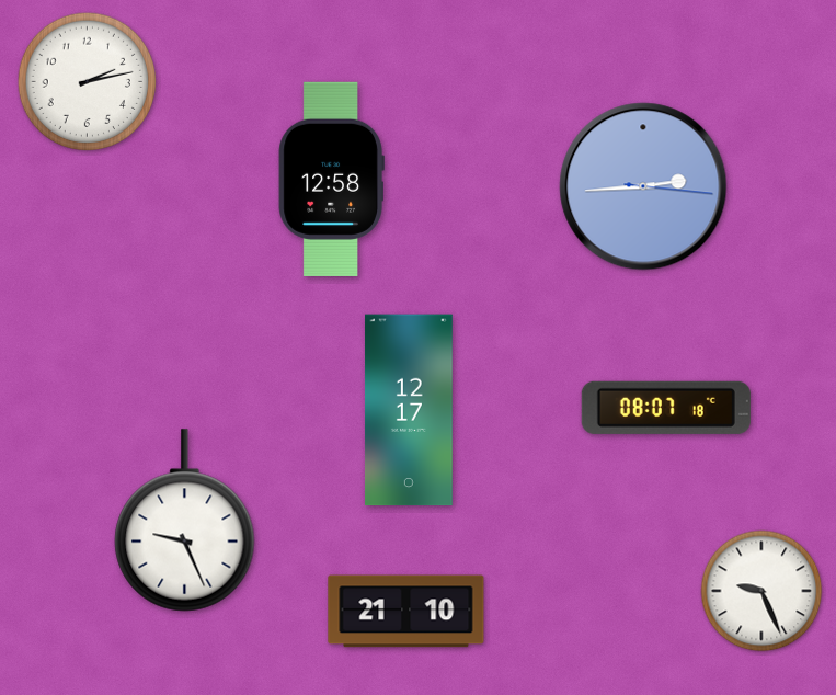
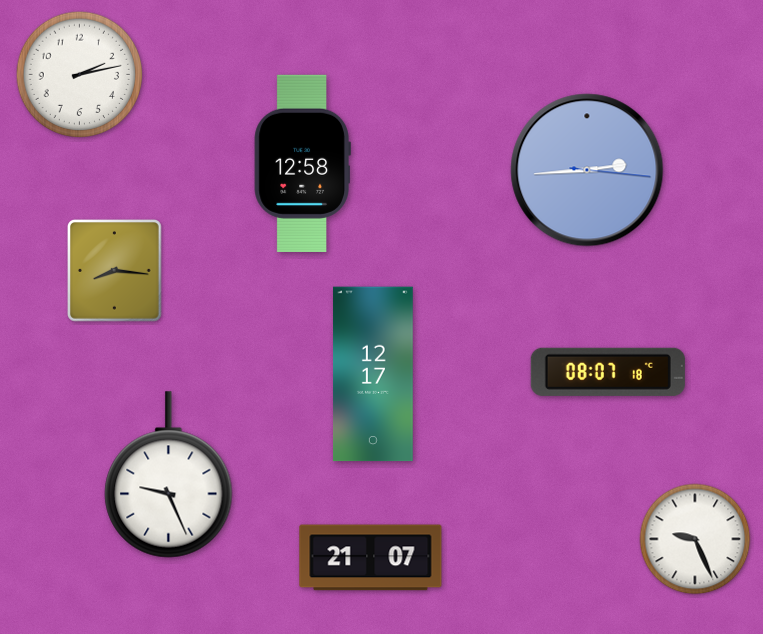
clock at (115, 271): none -> 8:16
clock at (406, 612): 21:10 -> 21:07
